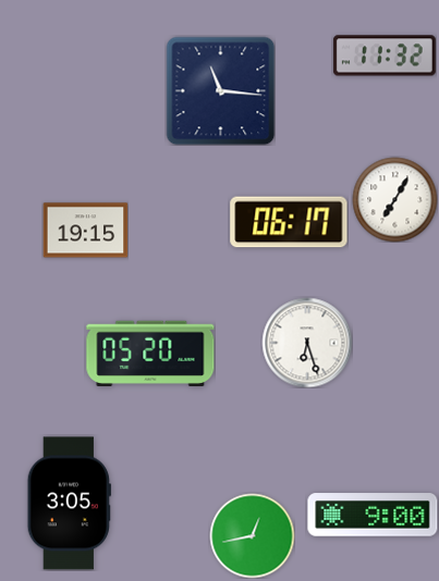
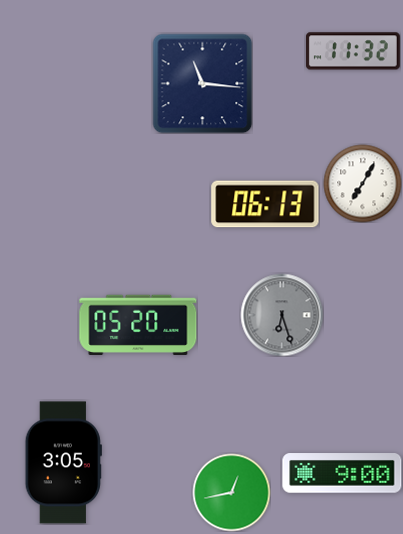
clock at (289, 222): 06:17 -> 06:13
clock at (85, 231): 19:15 -> none
clock at (307, 343) dial: white -> grey
